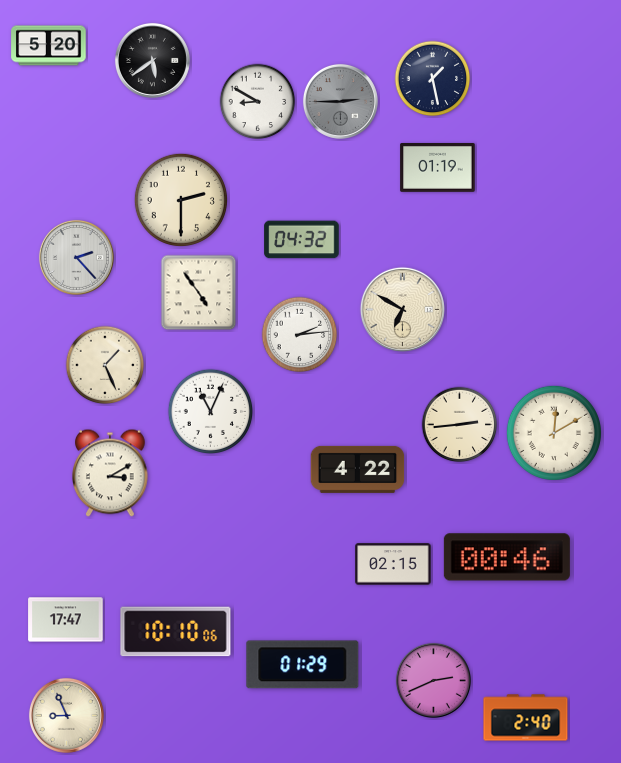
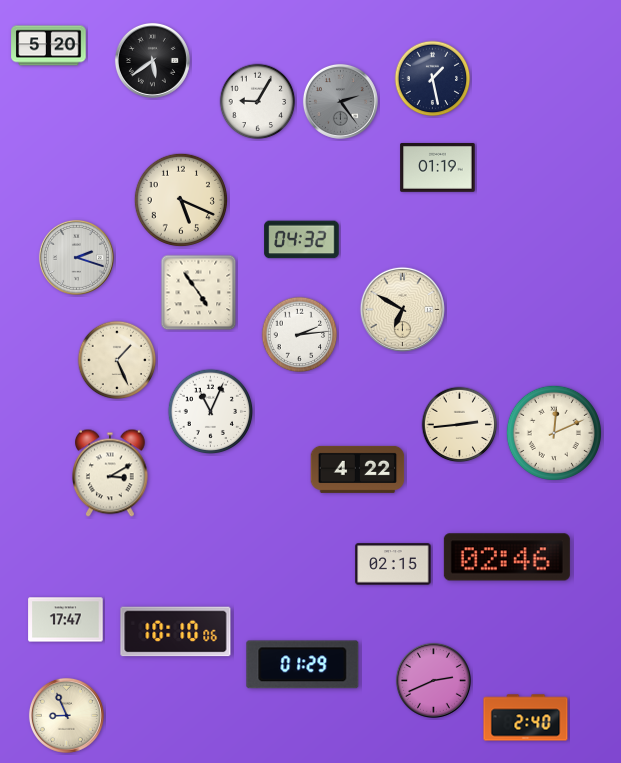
clock at (340, 101): 2:45 -> 2:24
clock at (258, 102): 8:50 -> 9:05
clock at (181, 200): 2:30 -> 5:19
clock at (76, 257): 2:23 -> 2:18
clock at (105, 365) position: (105, 365) -> (117, 360)
clock at (554, 433): 12:10 -> 12:11
clock at (507, 557): 00:46 -> 02:46
